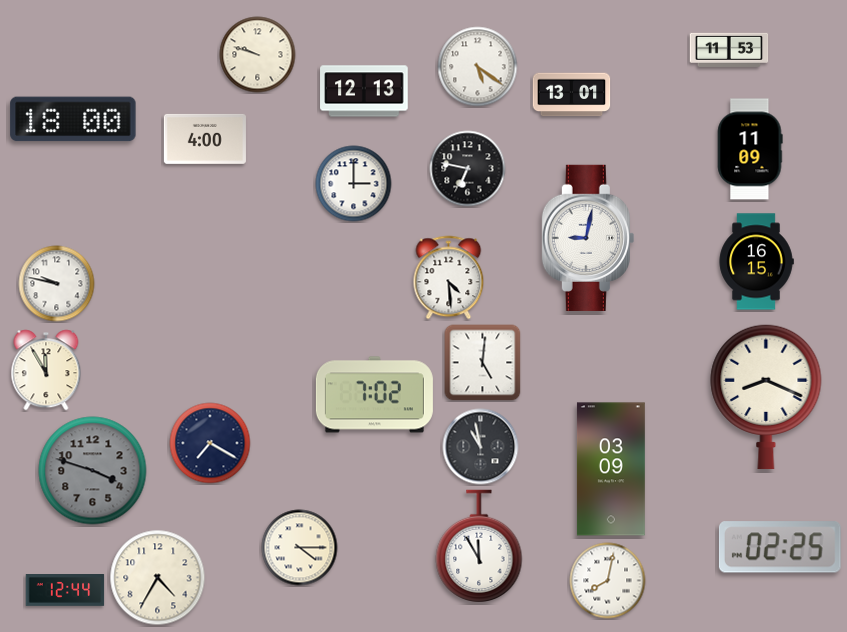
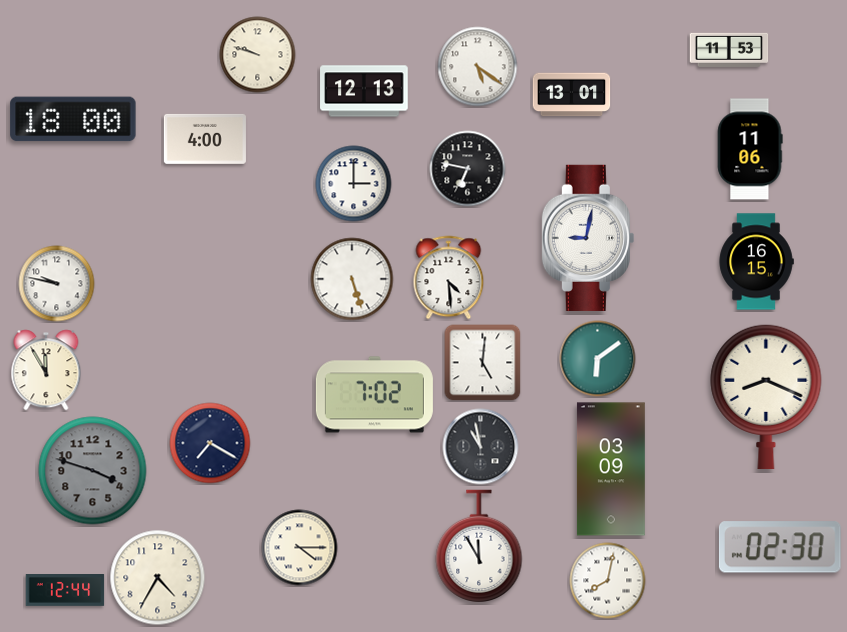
clock at (750, 149): 11:09 -> 11:06
clock at (352, 279): none -> 5:27
clock at (598, 359): none -> 6:09
clock at (780, 547): 02:25 -> 02:30
